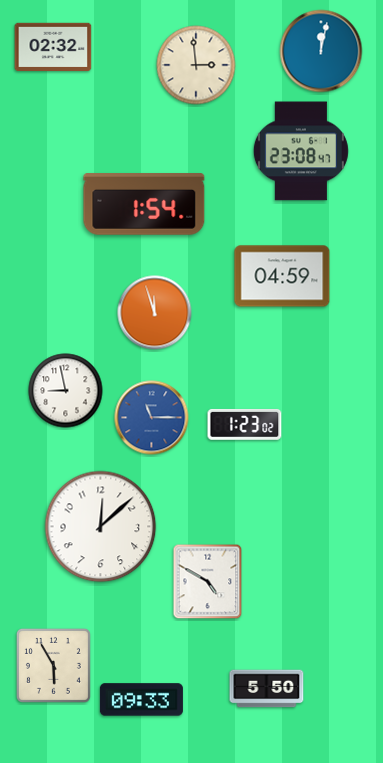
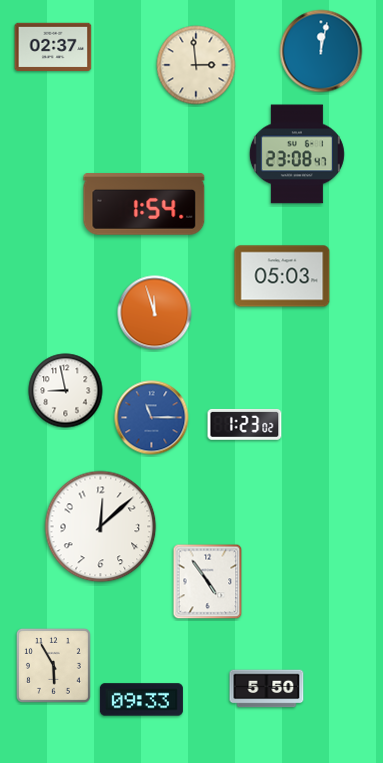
clock at (53, 46): 02:32 -> 02:37
clock at (301, 151) position: (301, 151) -> (297, 154)
clock at (282, 276): 04:59 -> 05:03
clock at (208, 582): 4:50 -> 4:54
